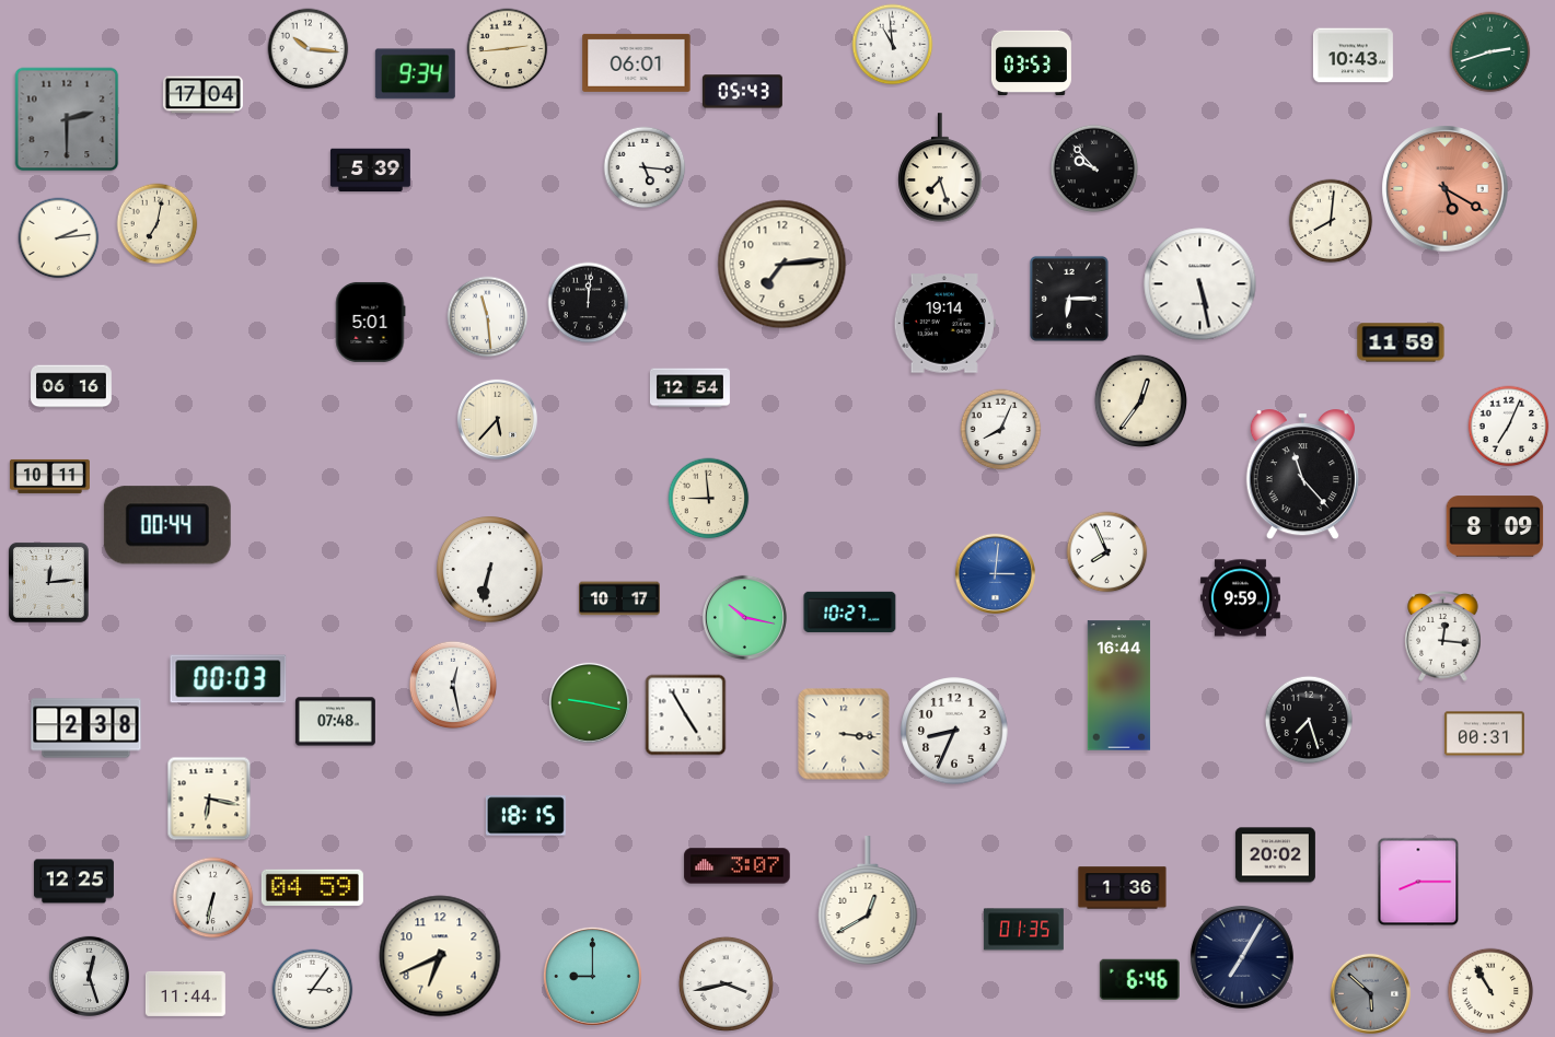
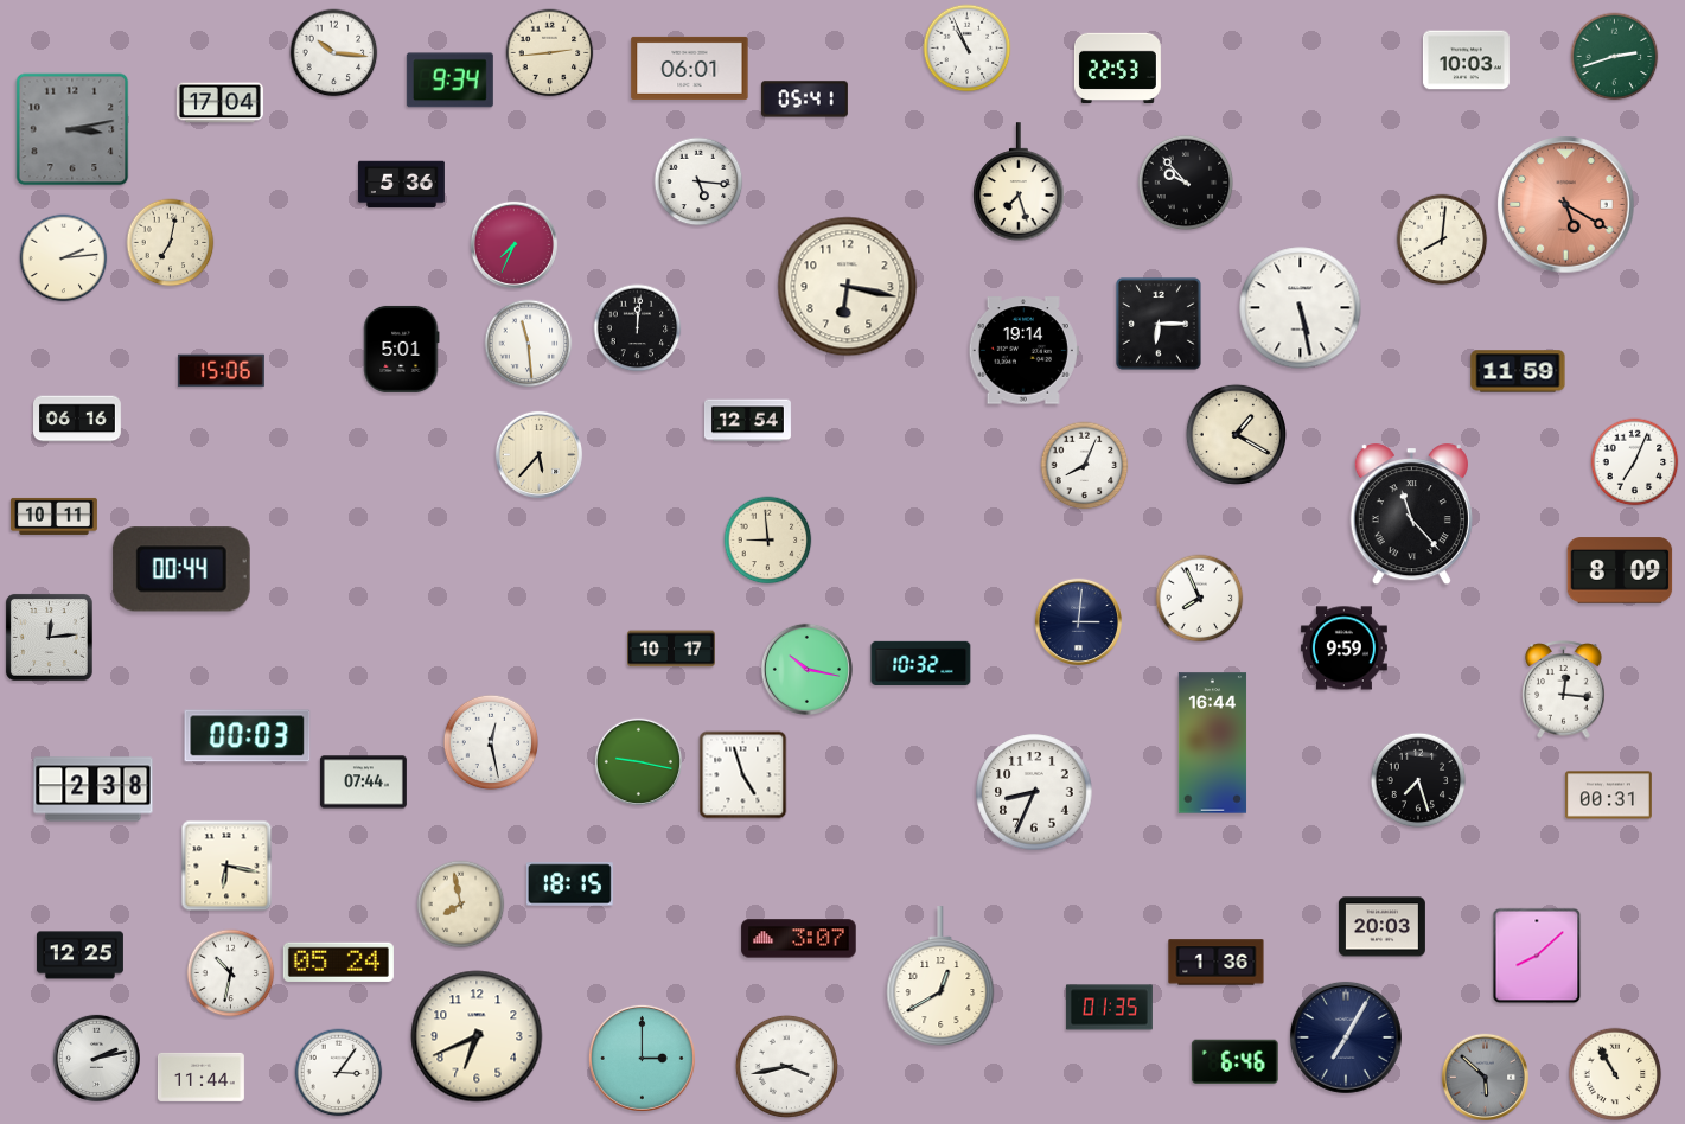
clock at (893, 45): 10:59 -> 10:56
clock at (1353, 56): 10:43 -> 10:03
clock at (1031, 63): 03:53 -> 22:53
clock at (742, 92): 05:43 -> 05:41
clock at (67, 119): 2:30 -> 3:13
clock at (370, 171): 5:39 -> 5:36
clock at (513, 244): none -> 7:34
clock at (782, 265): 7:14 -> 6:17
clock at (221, 371): none -> 15:06
clock at (1140, 400): 12:36 -> 1:20
clock at (490, 570): 6:32 -> none
clock at (995, 573) dial: blue -> navy
clock at (49, 583) position: (49, 583) -> (50, 638)
clock at (850, 611): 10:27 -> 10:32
clock at (686, 715): 4:55 -> 4:57
clock at (335, 722): 07:48 -> 07:44
clock at (844, 734): 3:16 -> none
clock at (461, 905): none -> 7:58
clock at (1275, 855): 20:02 -> 20:03
clock at (1418, 882): 8:15 -> 8:08
clock at (312, 887): 04:59 -> 05:24
clock at (213, 898): 6:32 -> 10:32
clock at (89, 976): 12:27 -> 2:13
clock at (592, 976): 9:00 -> 3:00
